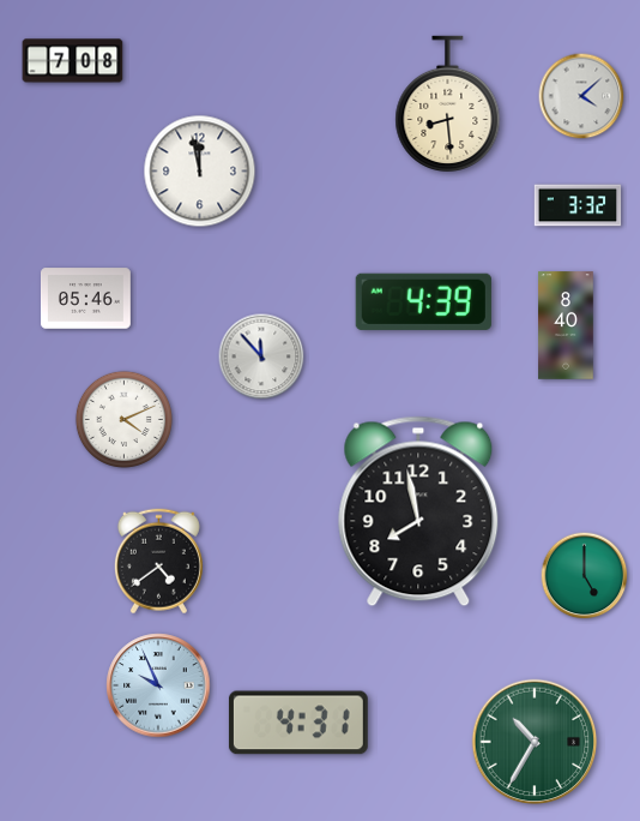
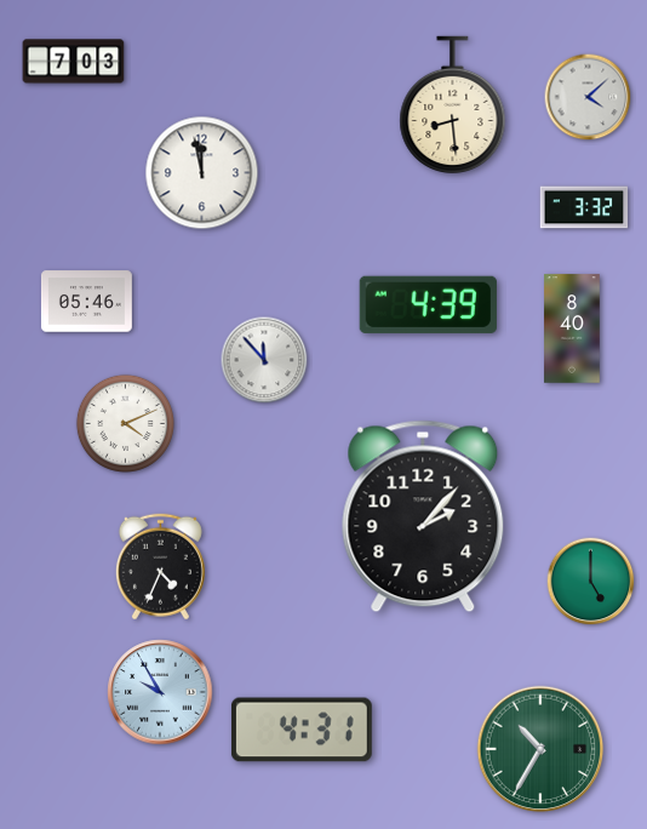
clock at (73, 61): 7:08 -> 7:03
clock at (418, 511): 7:58 -> 2:07
clock at (158, 562): 4:39 -> 4:34
clock at (158, 685): 9:56 -> 9:55
